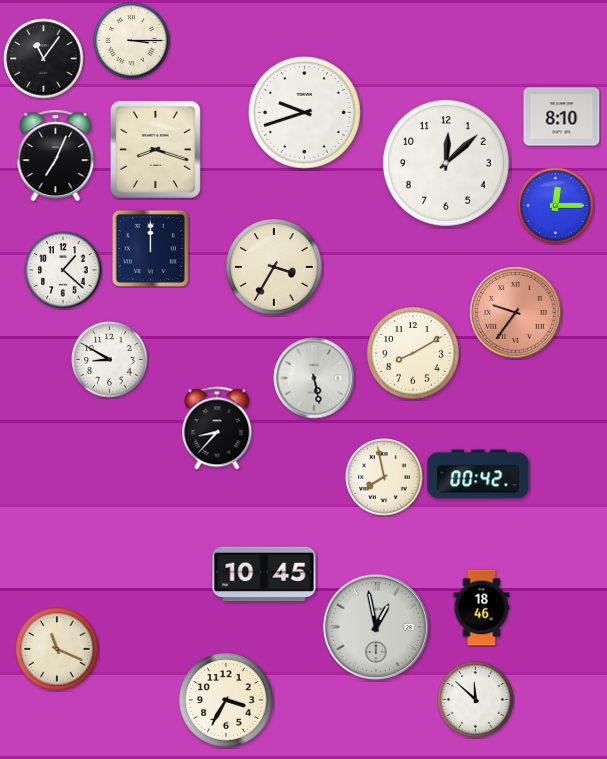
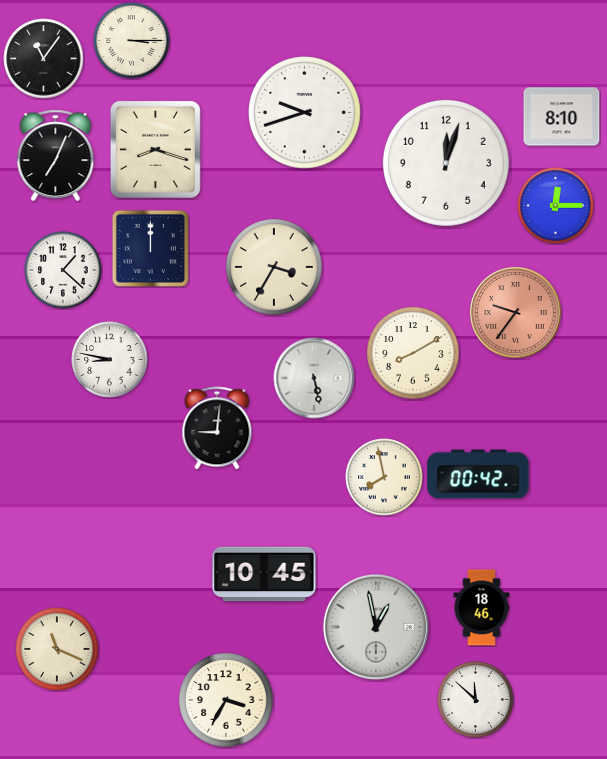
clock at (446, 163): 12:08 -> 12:03
clock at (110, 360): 8:50 -> 8:47
clock at (217, 428): 8:37 -> 9:01
